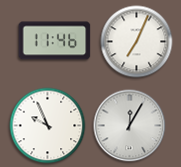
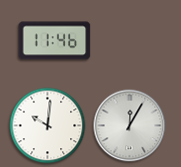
clock at (137, 42): 7:04 -> none
clock at (48, 126): 9:56 -> 10:01
